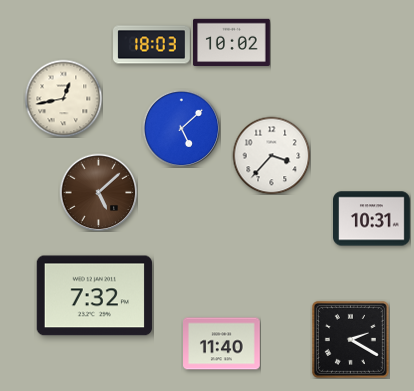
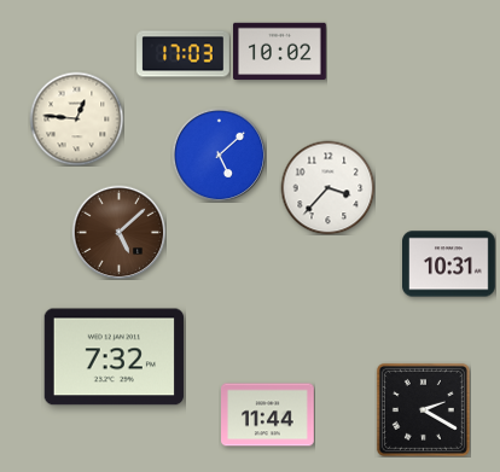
clock at (152, 45): 18:03 -> 17:03
clock at (63, 98): 12:43 -> 12:46
clock at (222, 344): 11:40 -> 11:44
